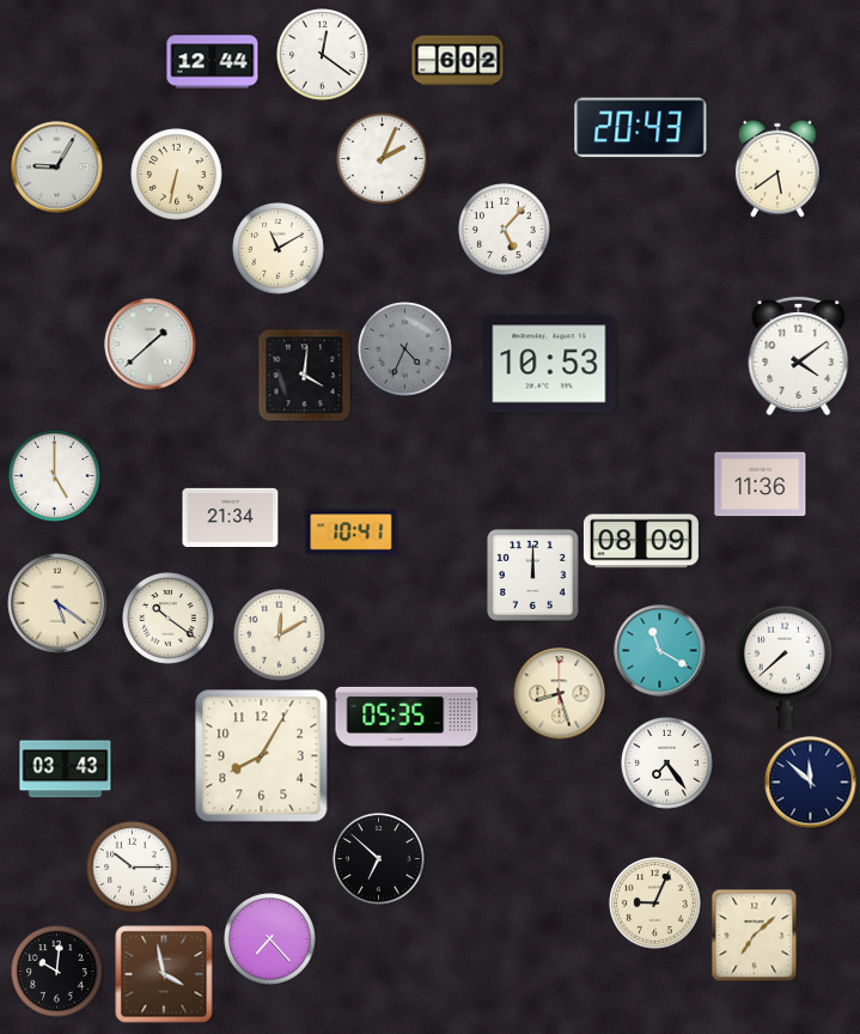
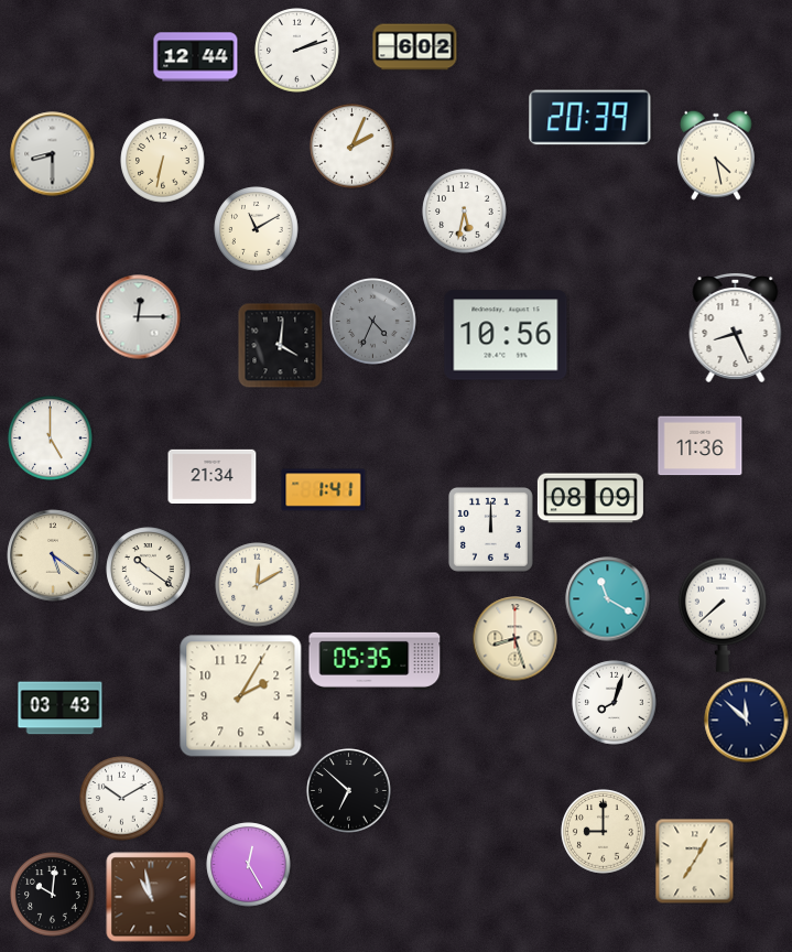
clock at (323, 55): 12:21 -> 2:12
clock at (458, 61) position: (458, 61) -> (415, 47)
clock at (641, 128): 20:43 -> 20:39
clock at (57, 168): 9:05 -> 8:30
clock at (777, 169): 5:39 -> 4:28
clock at (505, 230): 5:07 -> 5:32
clock at (151, 345): 1:38 -> 12:15
clock at (799, 355): 4:09 -> 8:26
clock at (549, 364): 10:53 -> 10:56
clock at (352, 533): 10:41 -> 1:41
clock at (169, 619) position: (169, 619) -> (149, 570)
clock at (262, 756): 8:05 -> 2:05
clock at (667, 764): 7:24 -> 8:03
clock at (133, 868): 10:15 -> 10:10
clock at (655, 904): 9:04 -> 9:00
clock at (755, 935): 7:08 -> 7:05
clock at (270, 939): 7:23 -> 12:25
clock at (164, 974): 3:58 -> 10:58
